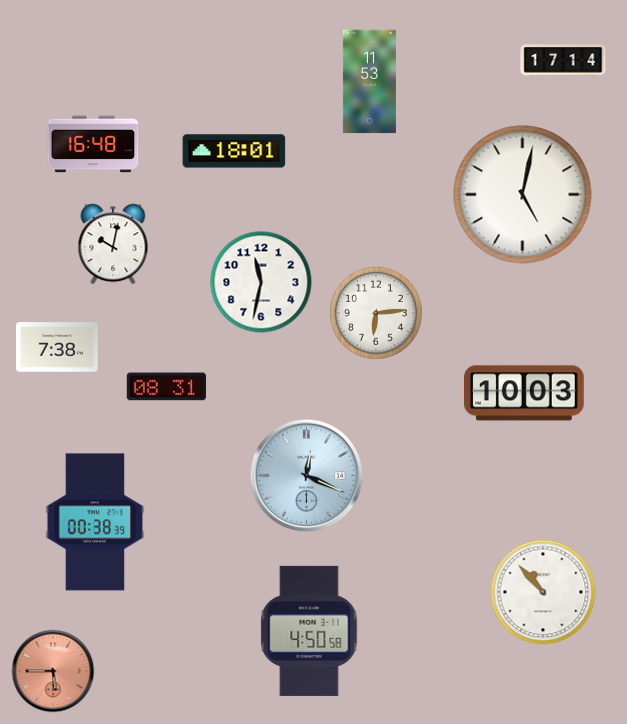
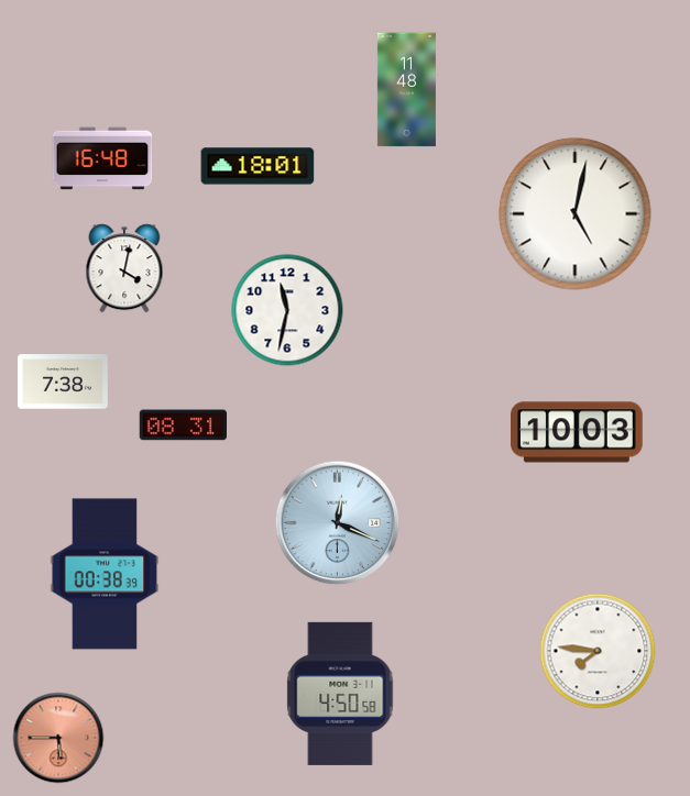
clock at (563, 60): 17:14 -> none
clock at (369, 82): 11:53 -> 11:48
clock at (113, 244): 10:02 -> 4:02
clock at (376, 313): 6:14 -> none
clock at (543, 592): 10:53 -> 7:46
